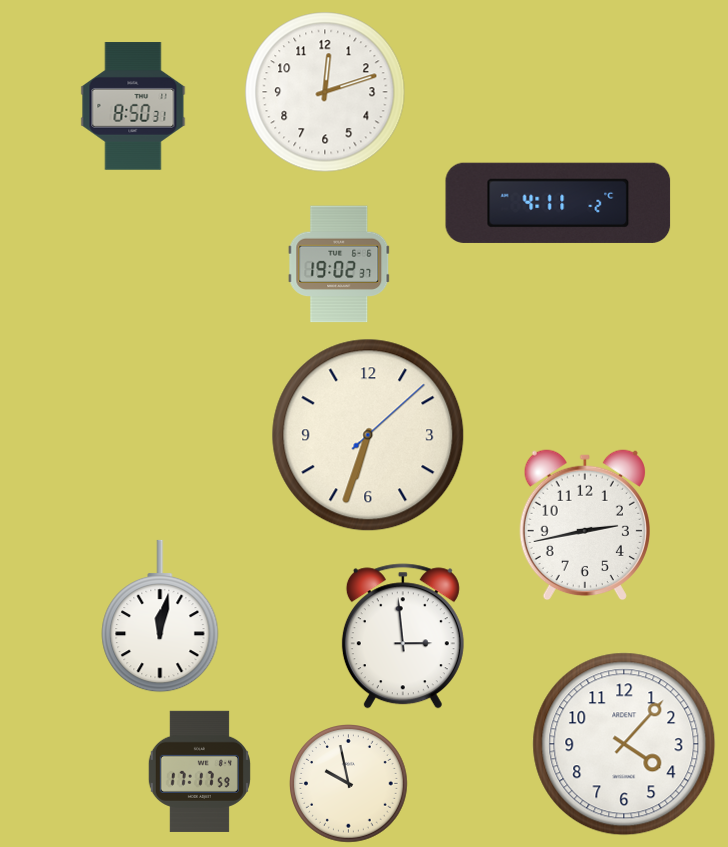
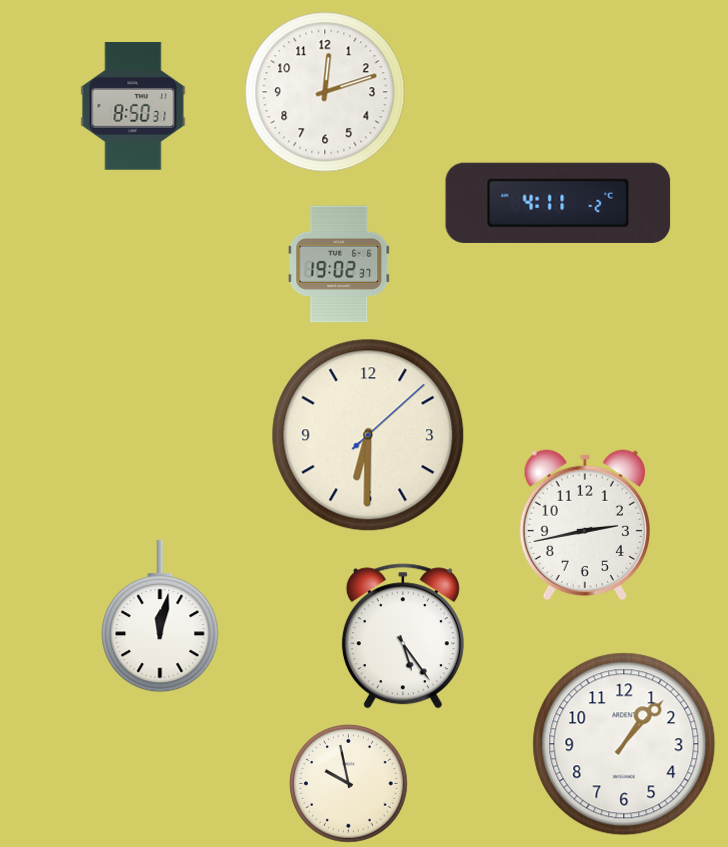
clock at (368, 435): 6:33 -> 6:30
clock at (403, 636): 2:59 -> 5:24
clock at (624, 744): 4:07 -> 1:07
clock at (199, 771): 17:17 -> none
